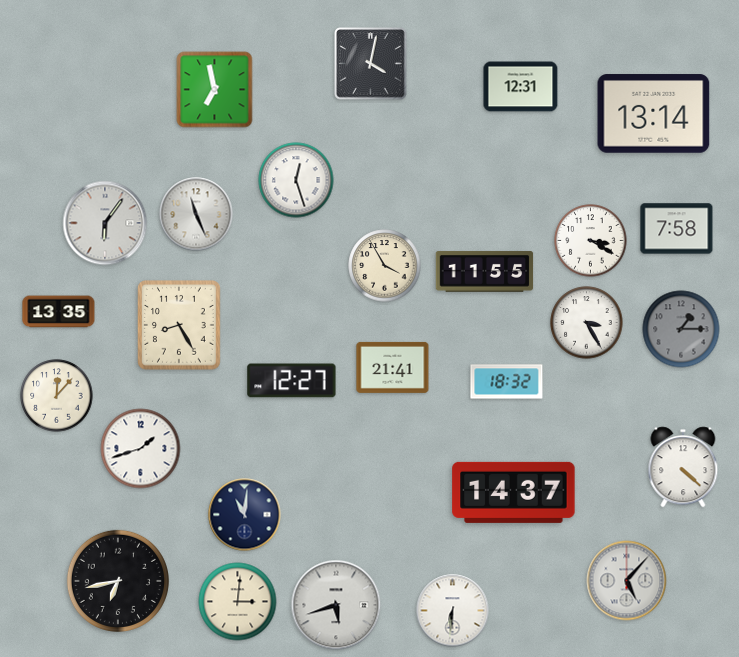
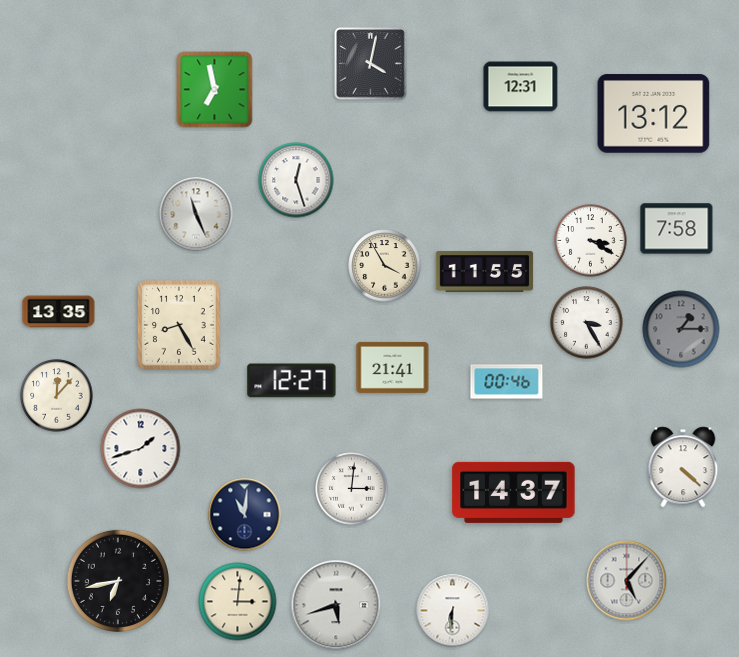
clock at (654, 114): 13:14 -> 13:12
clock at (105, 223): 6:06 -> none
clock at (507, 382): 18:32 -> 00:46
clock at (352, 489): none -> 3:01
